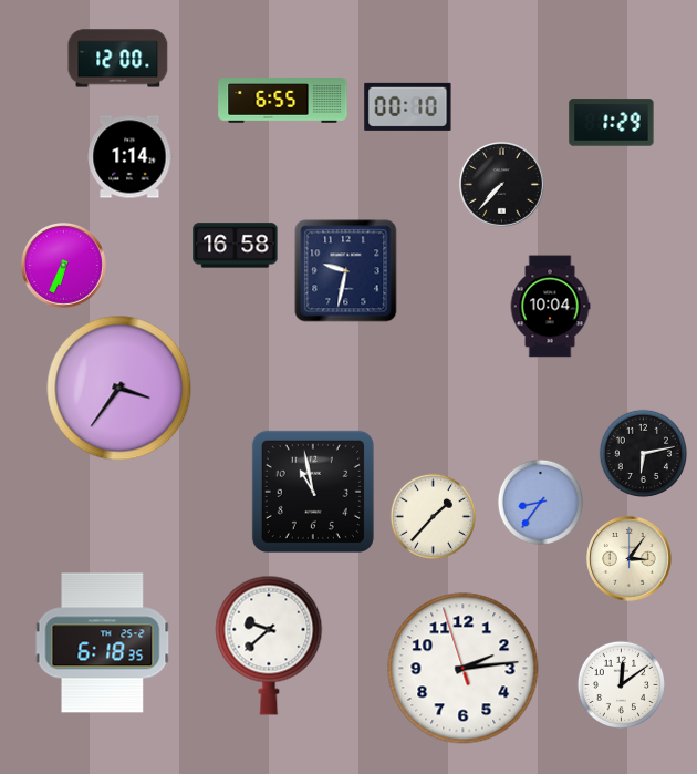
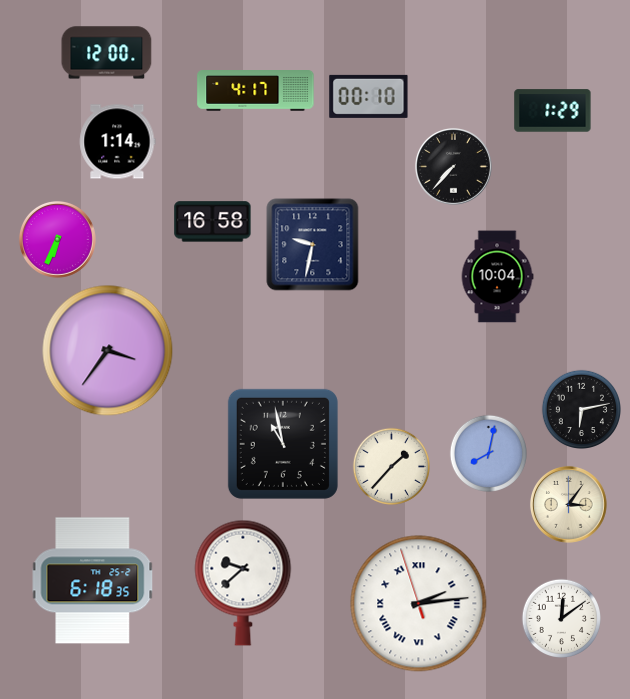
clock at (283, 101): 6:55 -> 4:17
clock at (540, 502): 8:36 -> 8:02
clock at (464, 669) numerals: Arabic -> Roman
